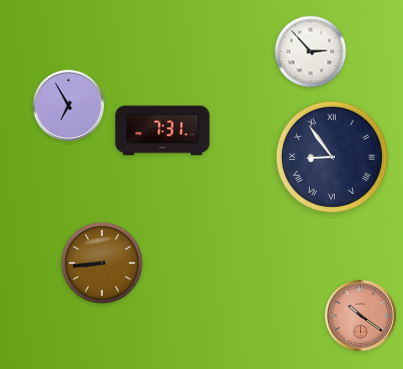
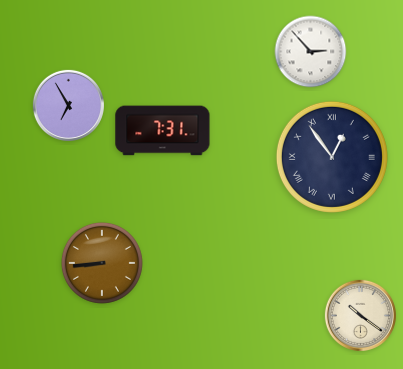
clock at (332, 157): 8:54 -> 12:54
clock at (360, 315) dial: salmon -> cream
